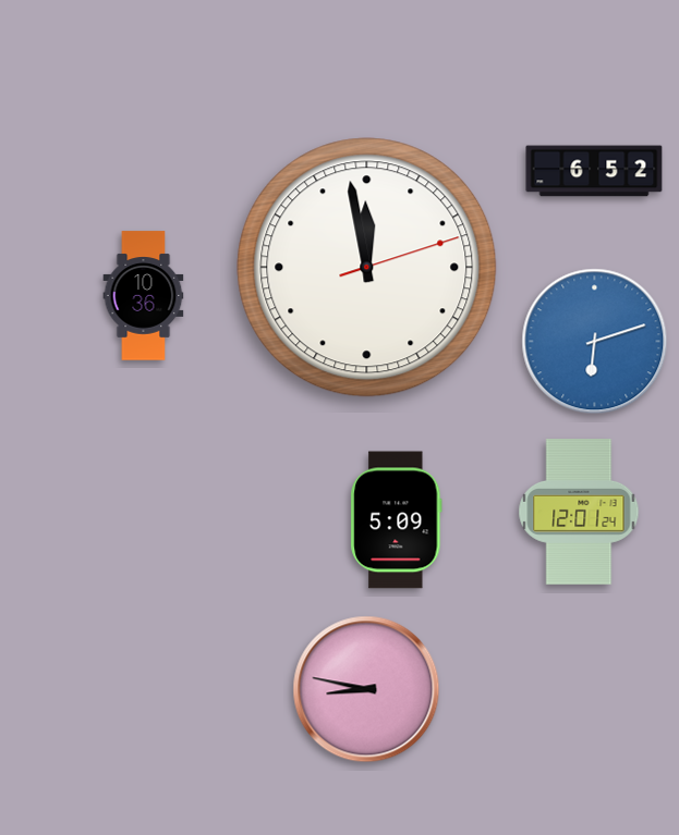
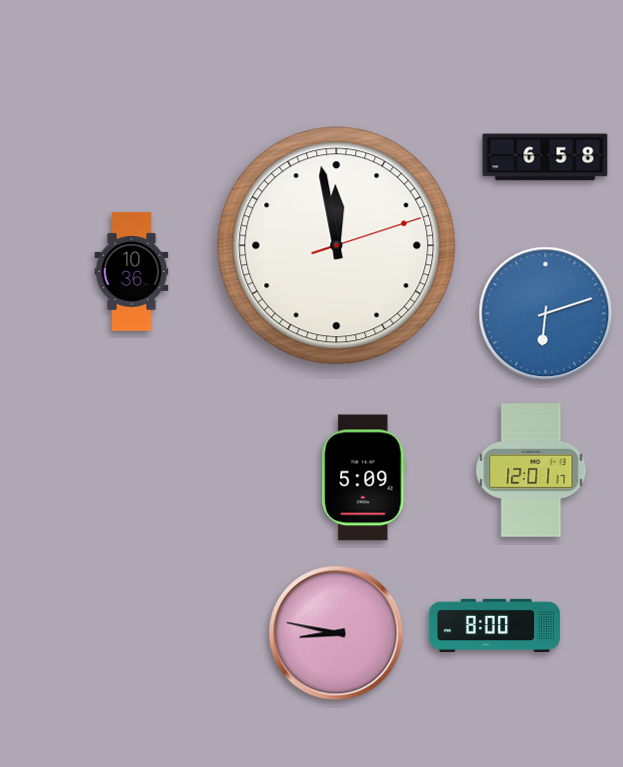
clock at (594, 171): 6:52 -> 6:58
clock at (579, 512): 12:01:24 -> 12:01:17
clock at (494, 625): none -> 8:00
